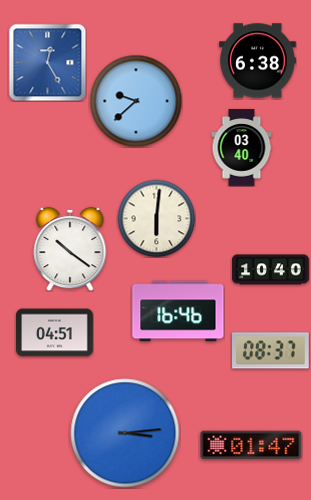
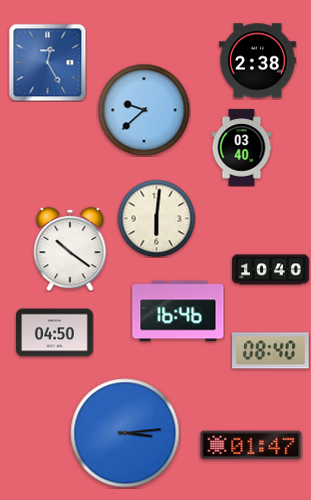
clock at (258, 61): 6:38 -> 2:38
clock at (136, 101) position: (136, 101) -> (144, 110)
clock at (55, 333): 04:51 -> 04:50
clock at (271, 351): 08:37 -> 08:40
